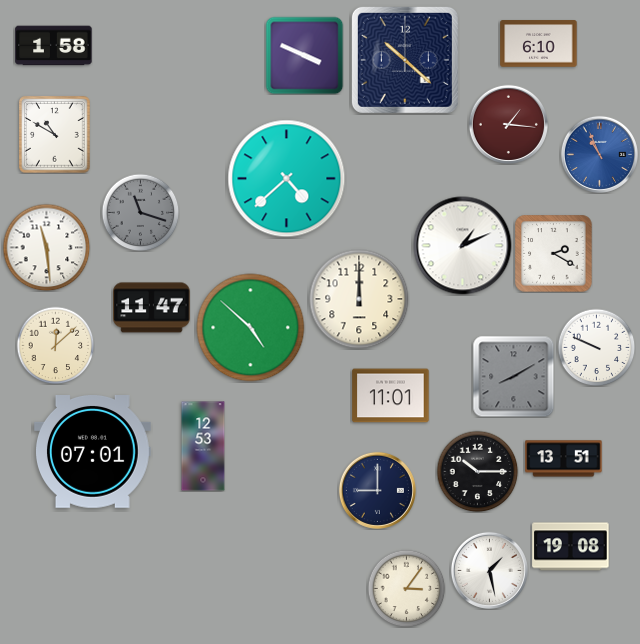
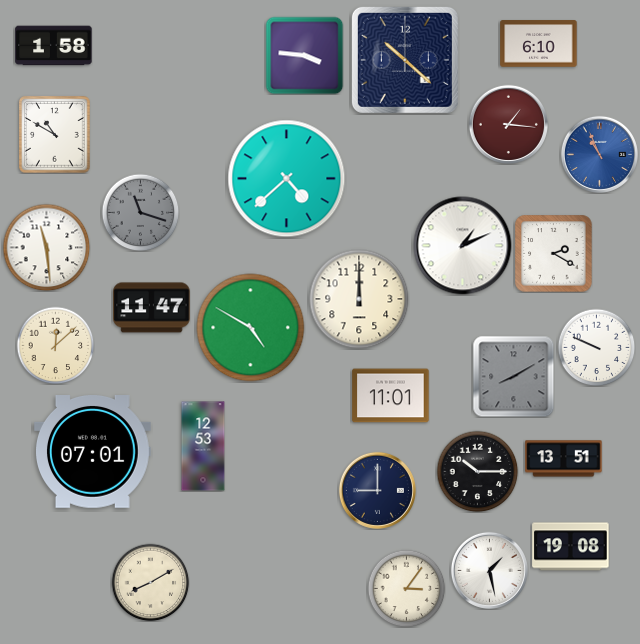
clock at (304, 55): 3:49 -> 3:46
clock at (251, 328): 4:52 -> 4:50
clock at (150, 582): none -> 8:10
